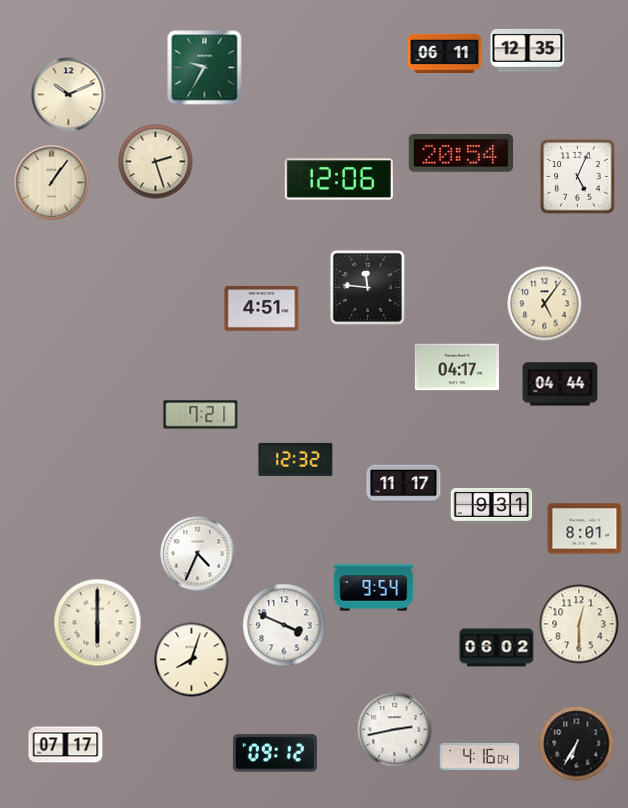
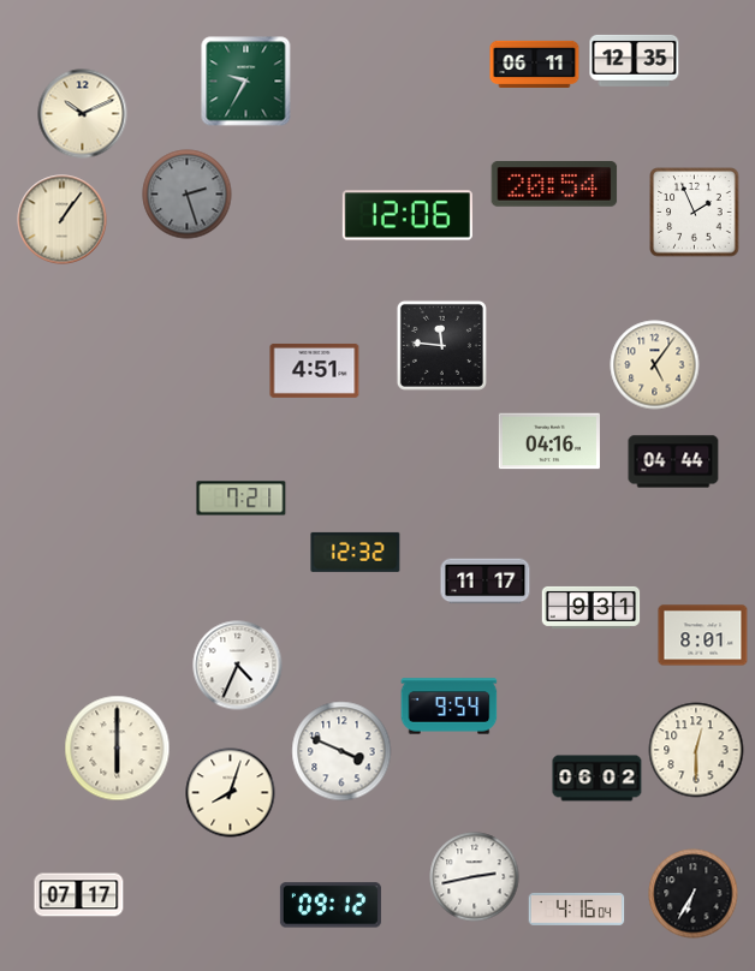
clock at (156, 162) dial: cream -> grey
clock at (578, 177): 5:04 -> 1:56
clock at (457, 367): 04:17 -> 04:16
